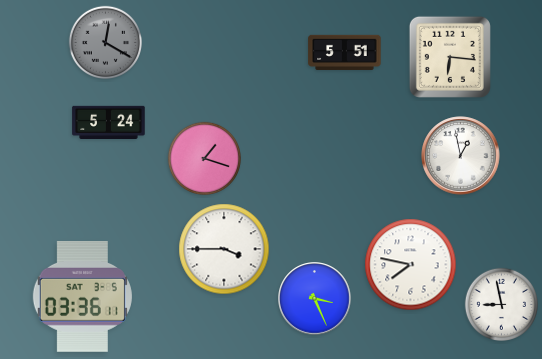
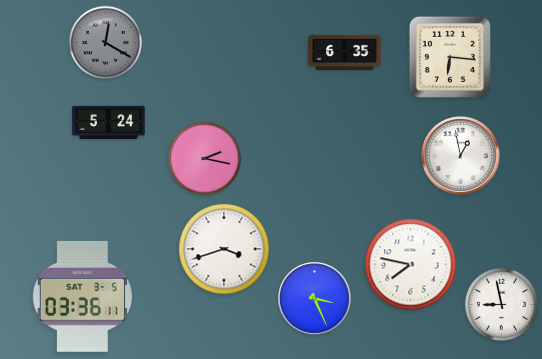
clock at (345, 52): 5:51 -> 6:35
clock at (204, 158): 1:18 -> 2:17
clock at (224, 249): 3:45 -> 3:42
